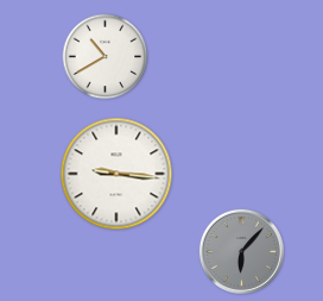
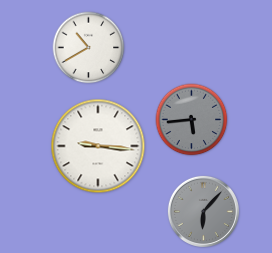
clock at (192, 120): none -> 5:44
